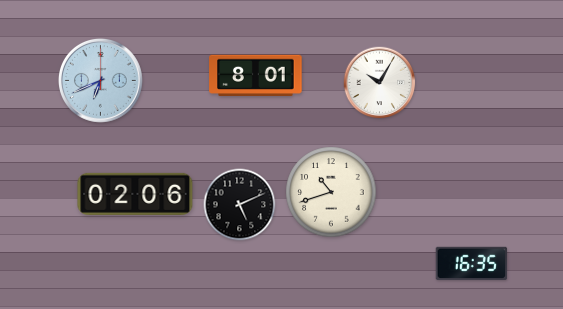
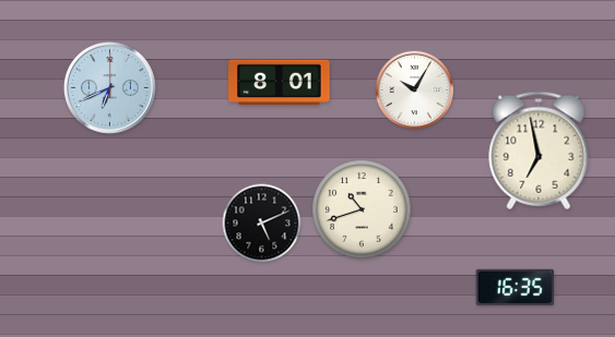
clock at (539, 151): none -> 6:58
clock at (135, 194): 02:06 -> none
